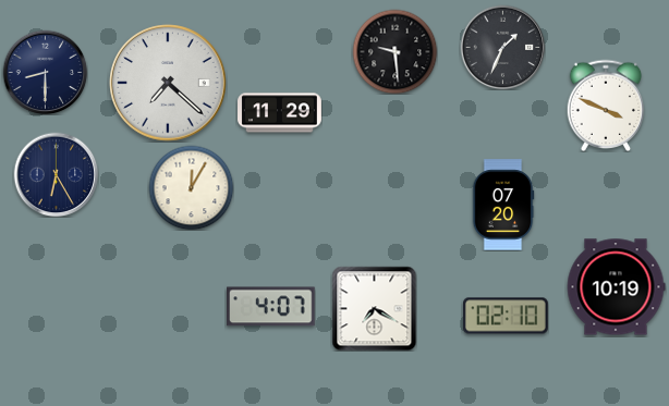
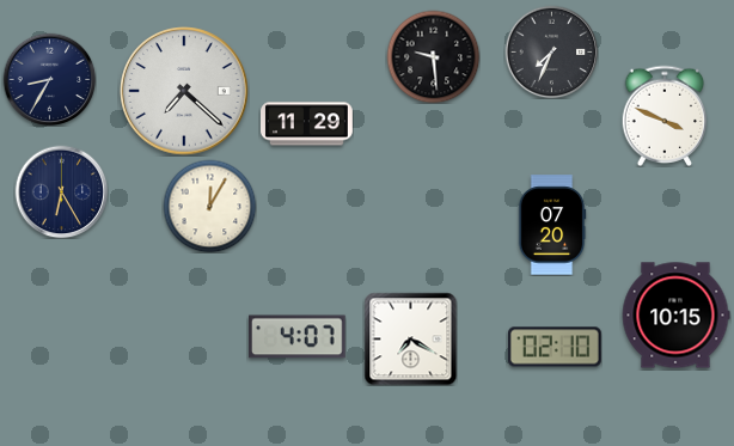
clock at (502, 47): 1:34 -> 7:34
clock at (45, 72): 8:30 -> 8:35
clock at (616, 287): 10:19 -> 10:15
